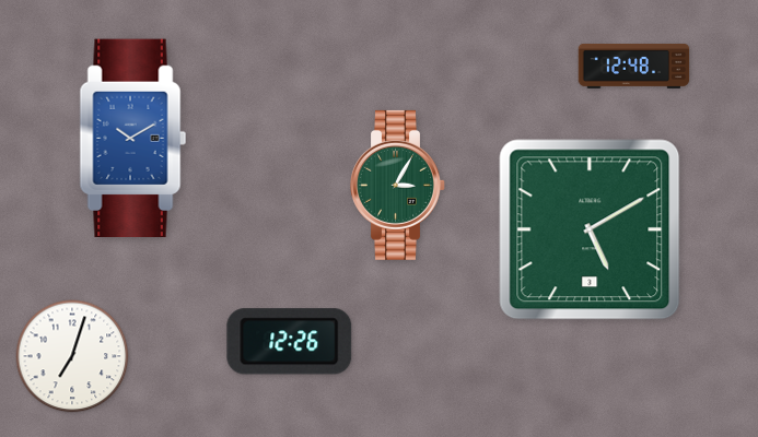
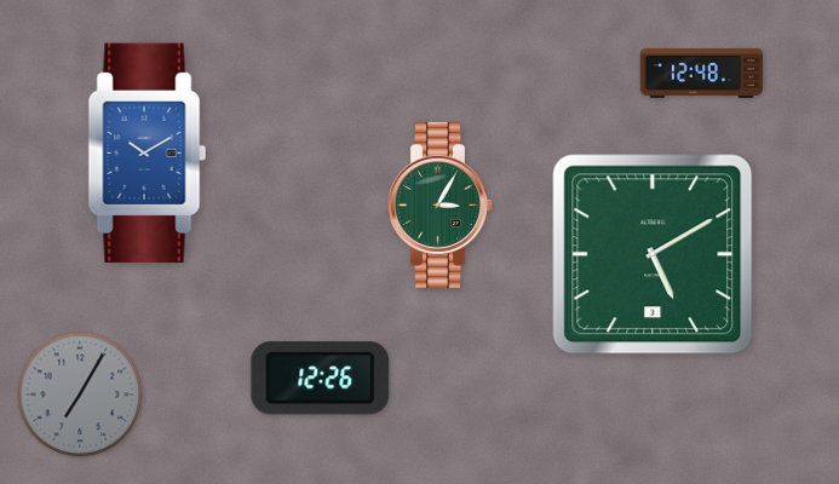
clock at (72, 356): 7:03 -> 7:05
clock at (72, 356) dial: white -> grey
